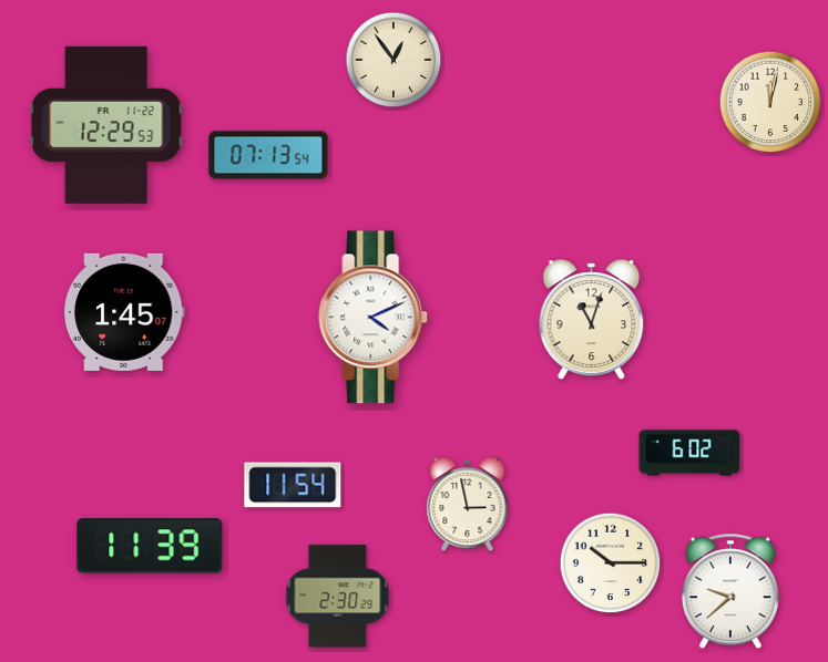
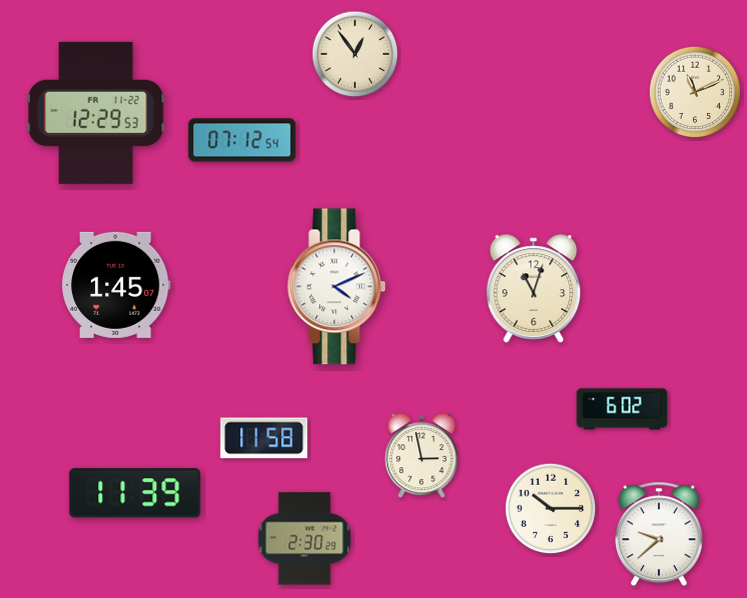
clock at (770, 102): 12:02 -> 11:11
clock at (268, 155): 07:13 -> 07:12
clock at (125, 312) position: (125, 312) -> (117, 285)
clock at (293, 485): 11:54 -> 11:58
